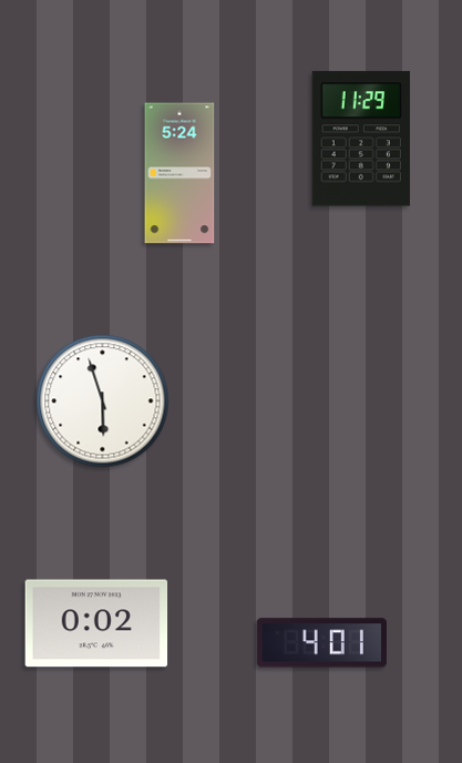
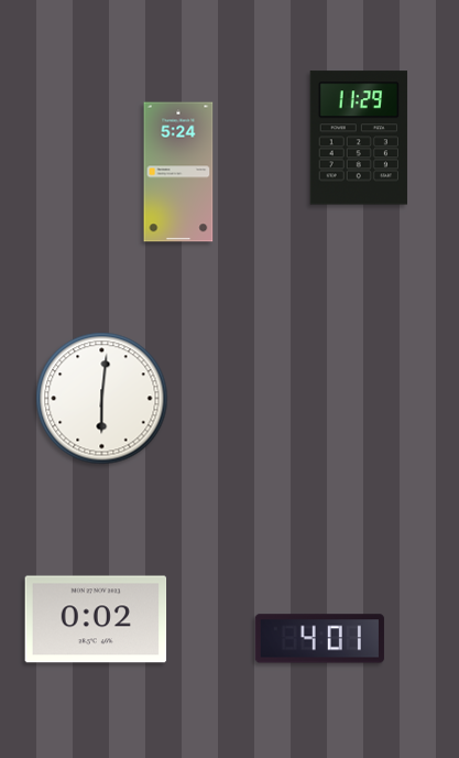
clock at (103, 401): 5:57 -> 6:01
